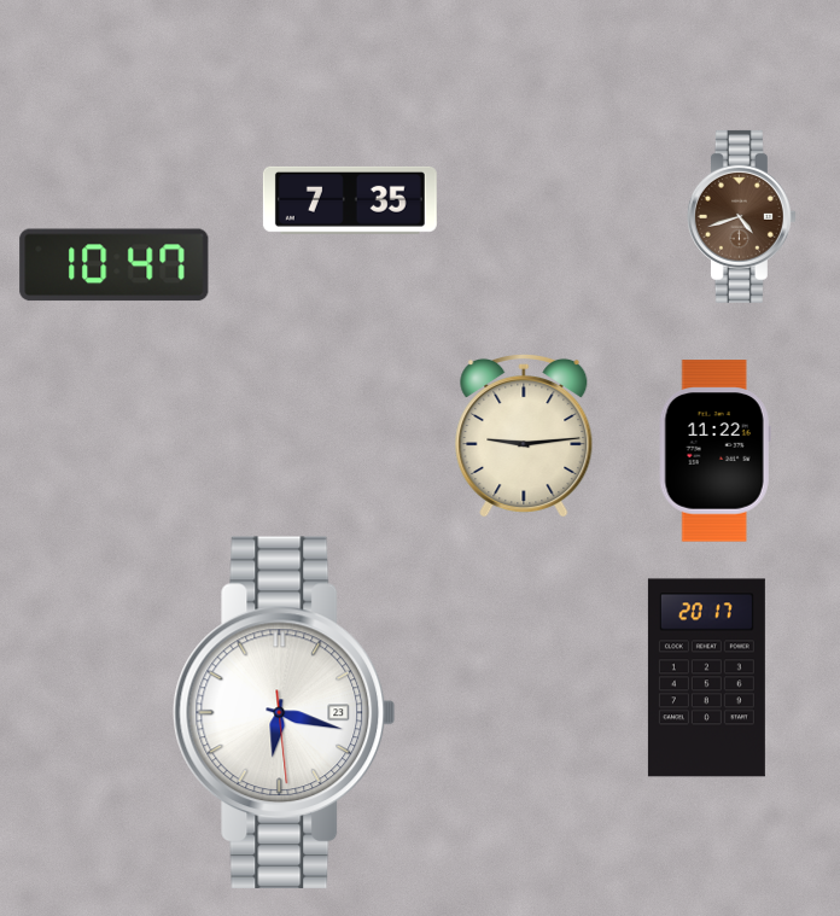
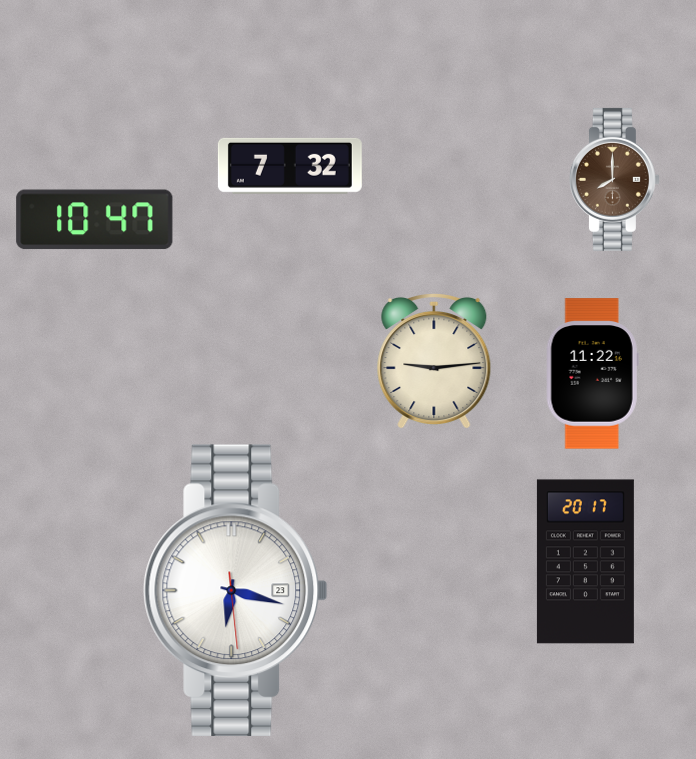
clock at (350, 200): 7:35 -> 7:32
clock at (741, 216): 4:42 -> 8:00
